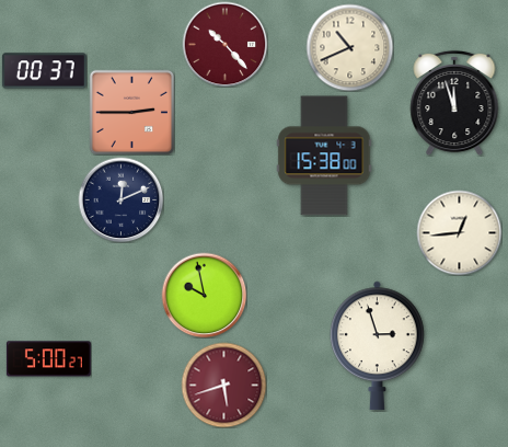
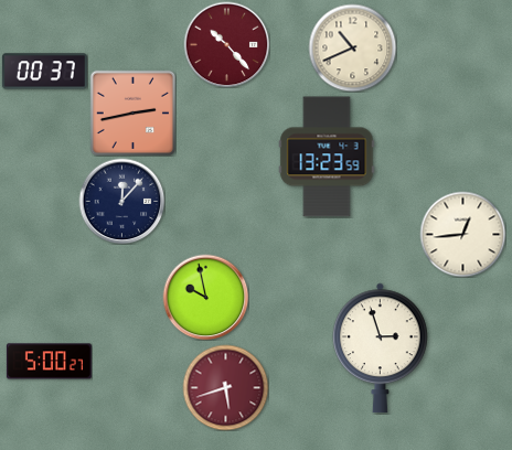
clock at (454, 103): 11:57 -> none
clock at (131, 112): 2:45 -> 2:43
clock at (324, 156): 15:38 -> 13:23
clock at (120, 199): 12:11 -> 12:07
